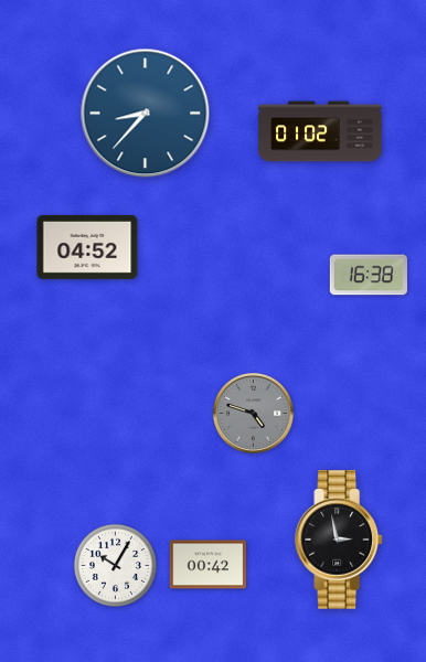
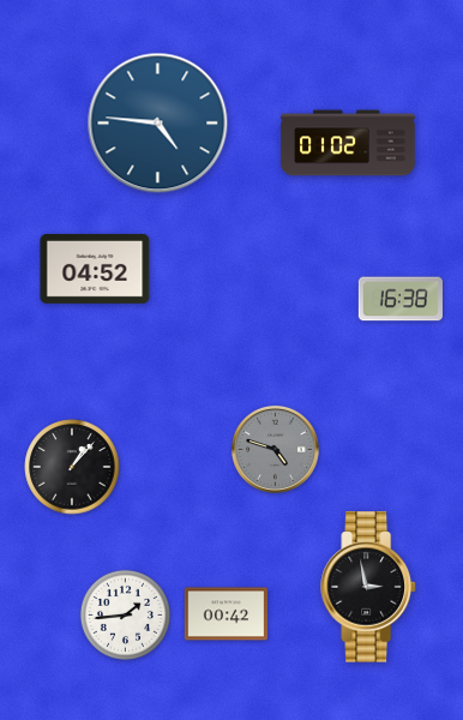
clock at (146, 114): 8:37 -> 4:46
clock at (72, 467): none -> 1:07
clock at (115, 565): 10:05 -> 1:44
